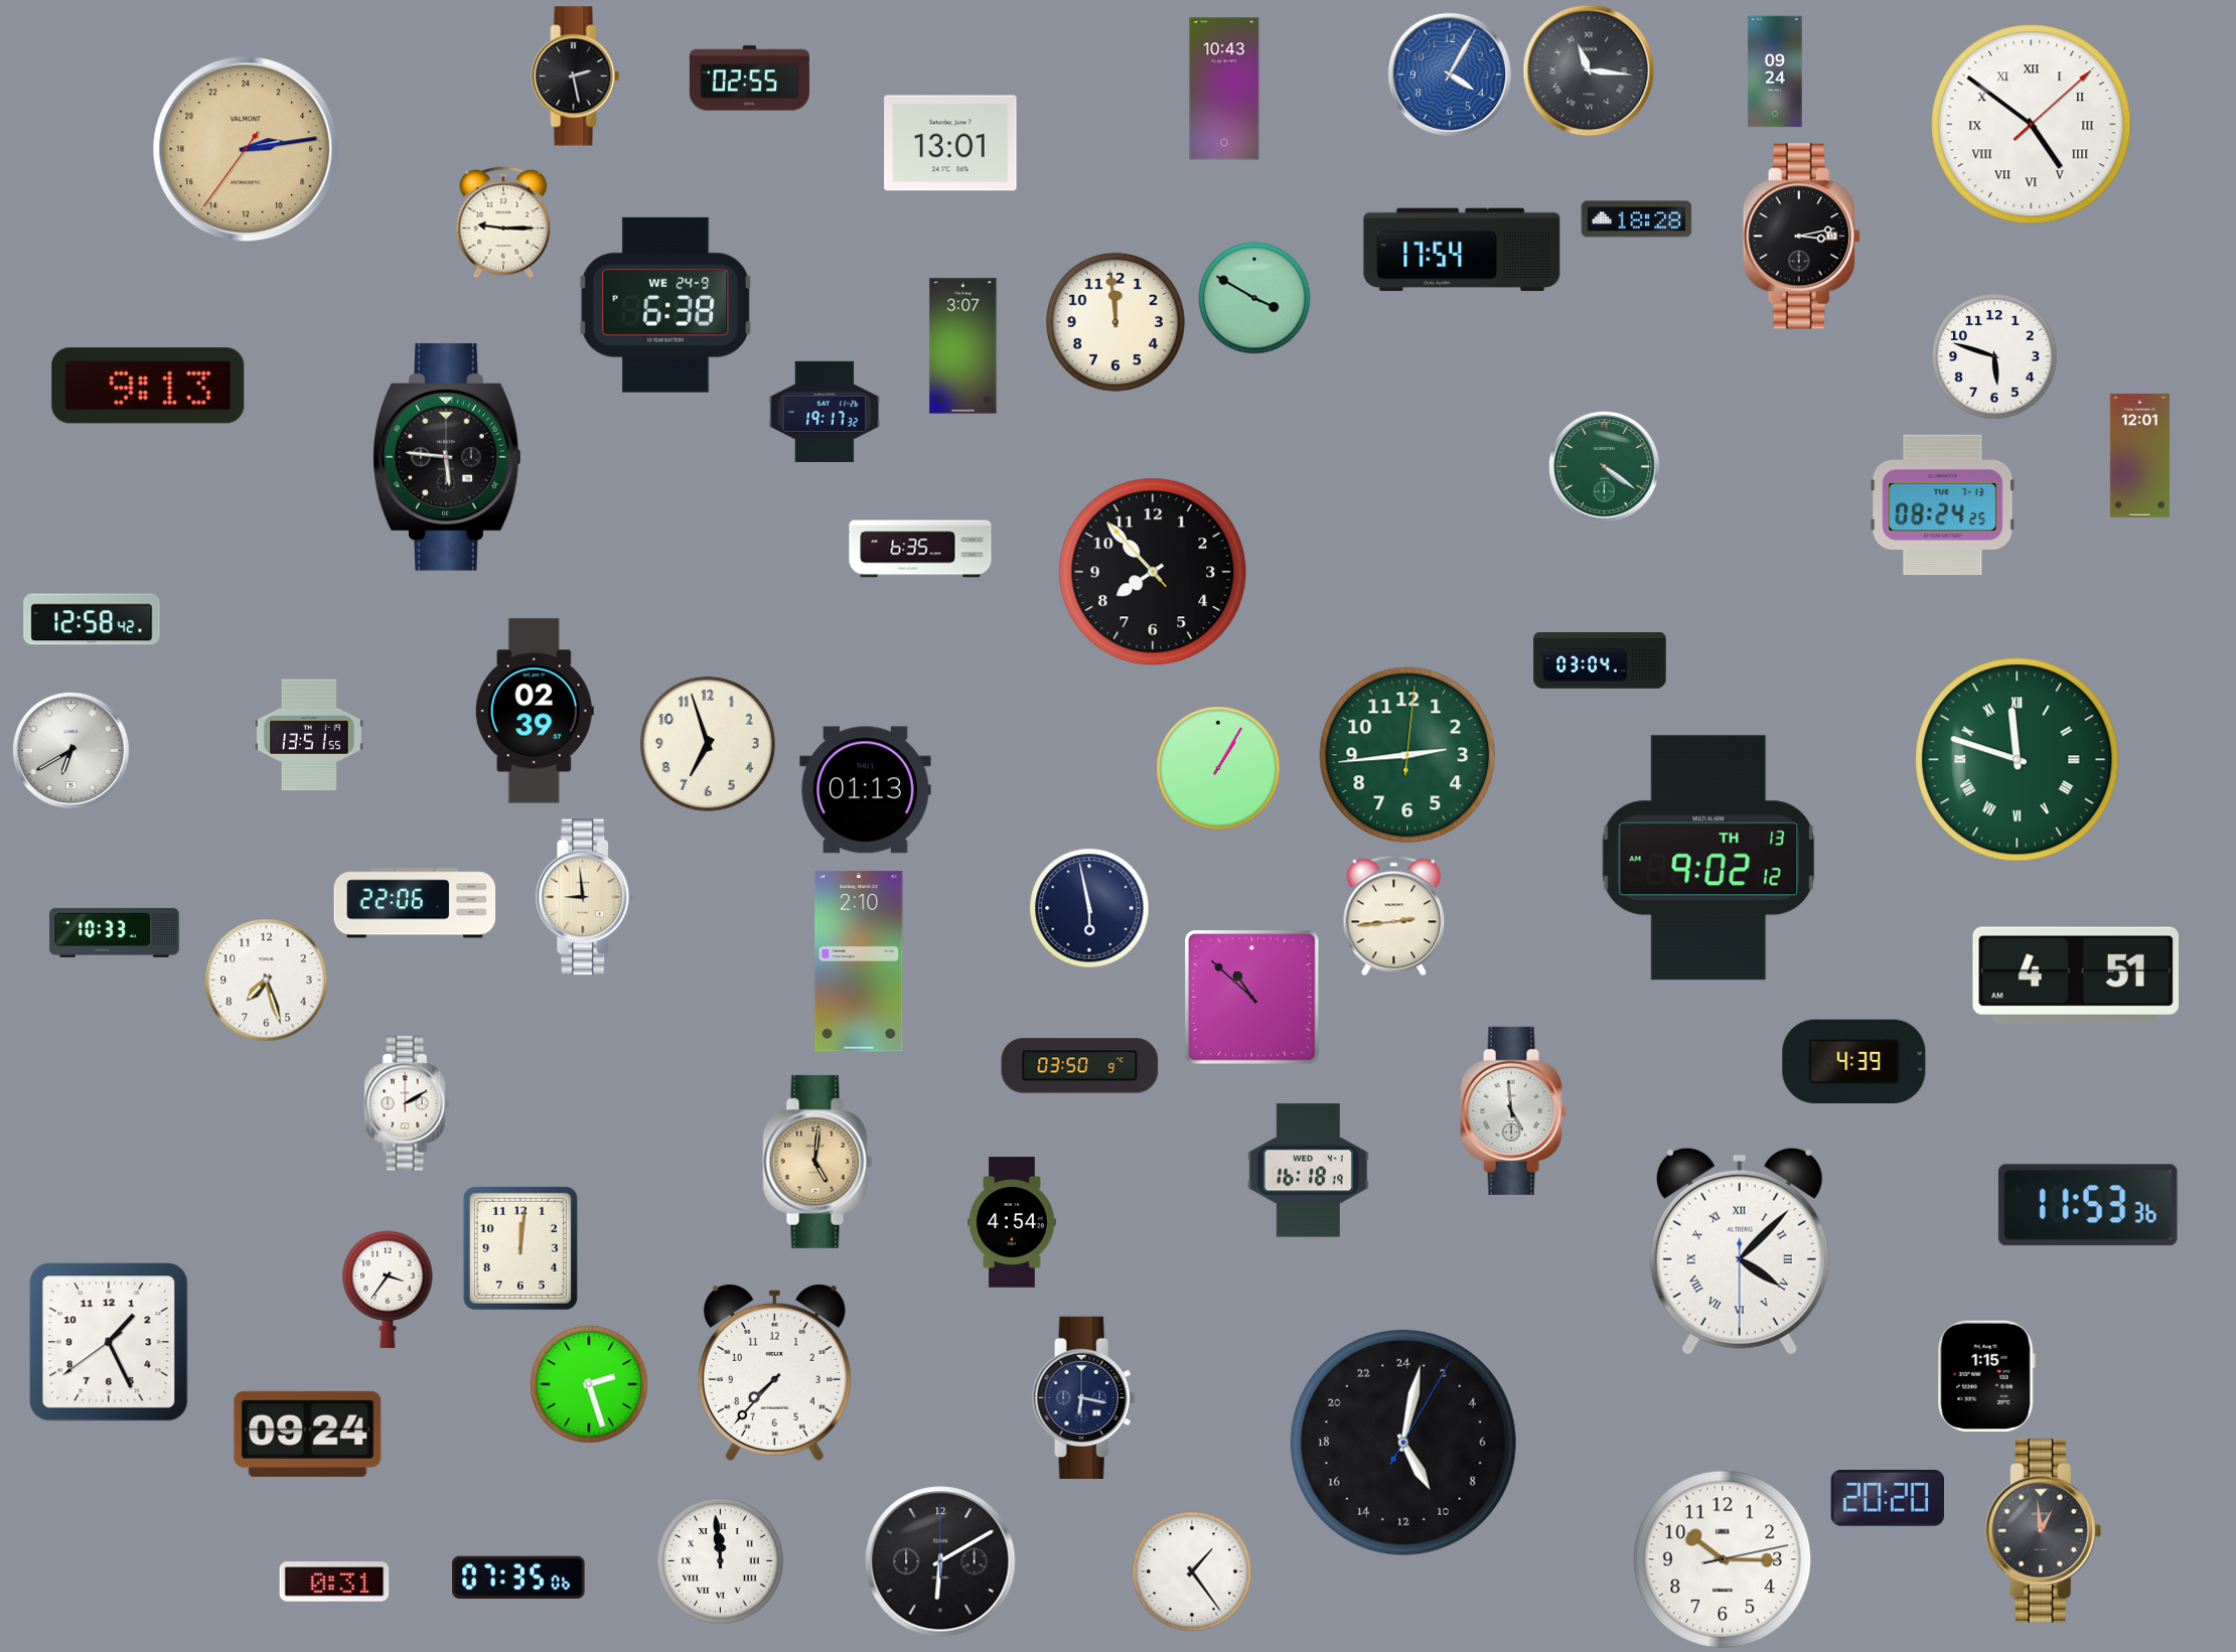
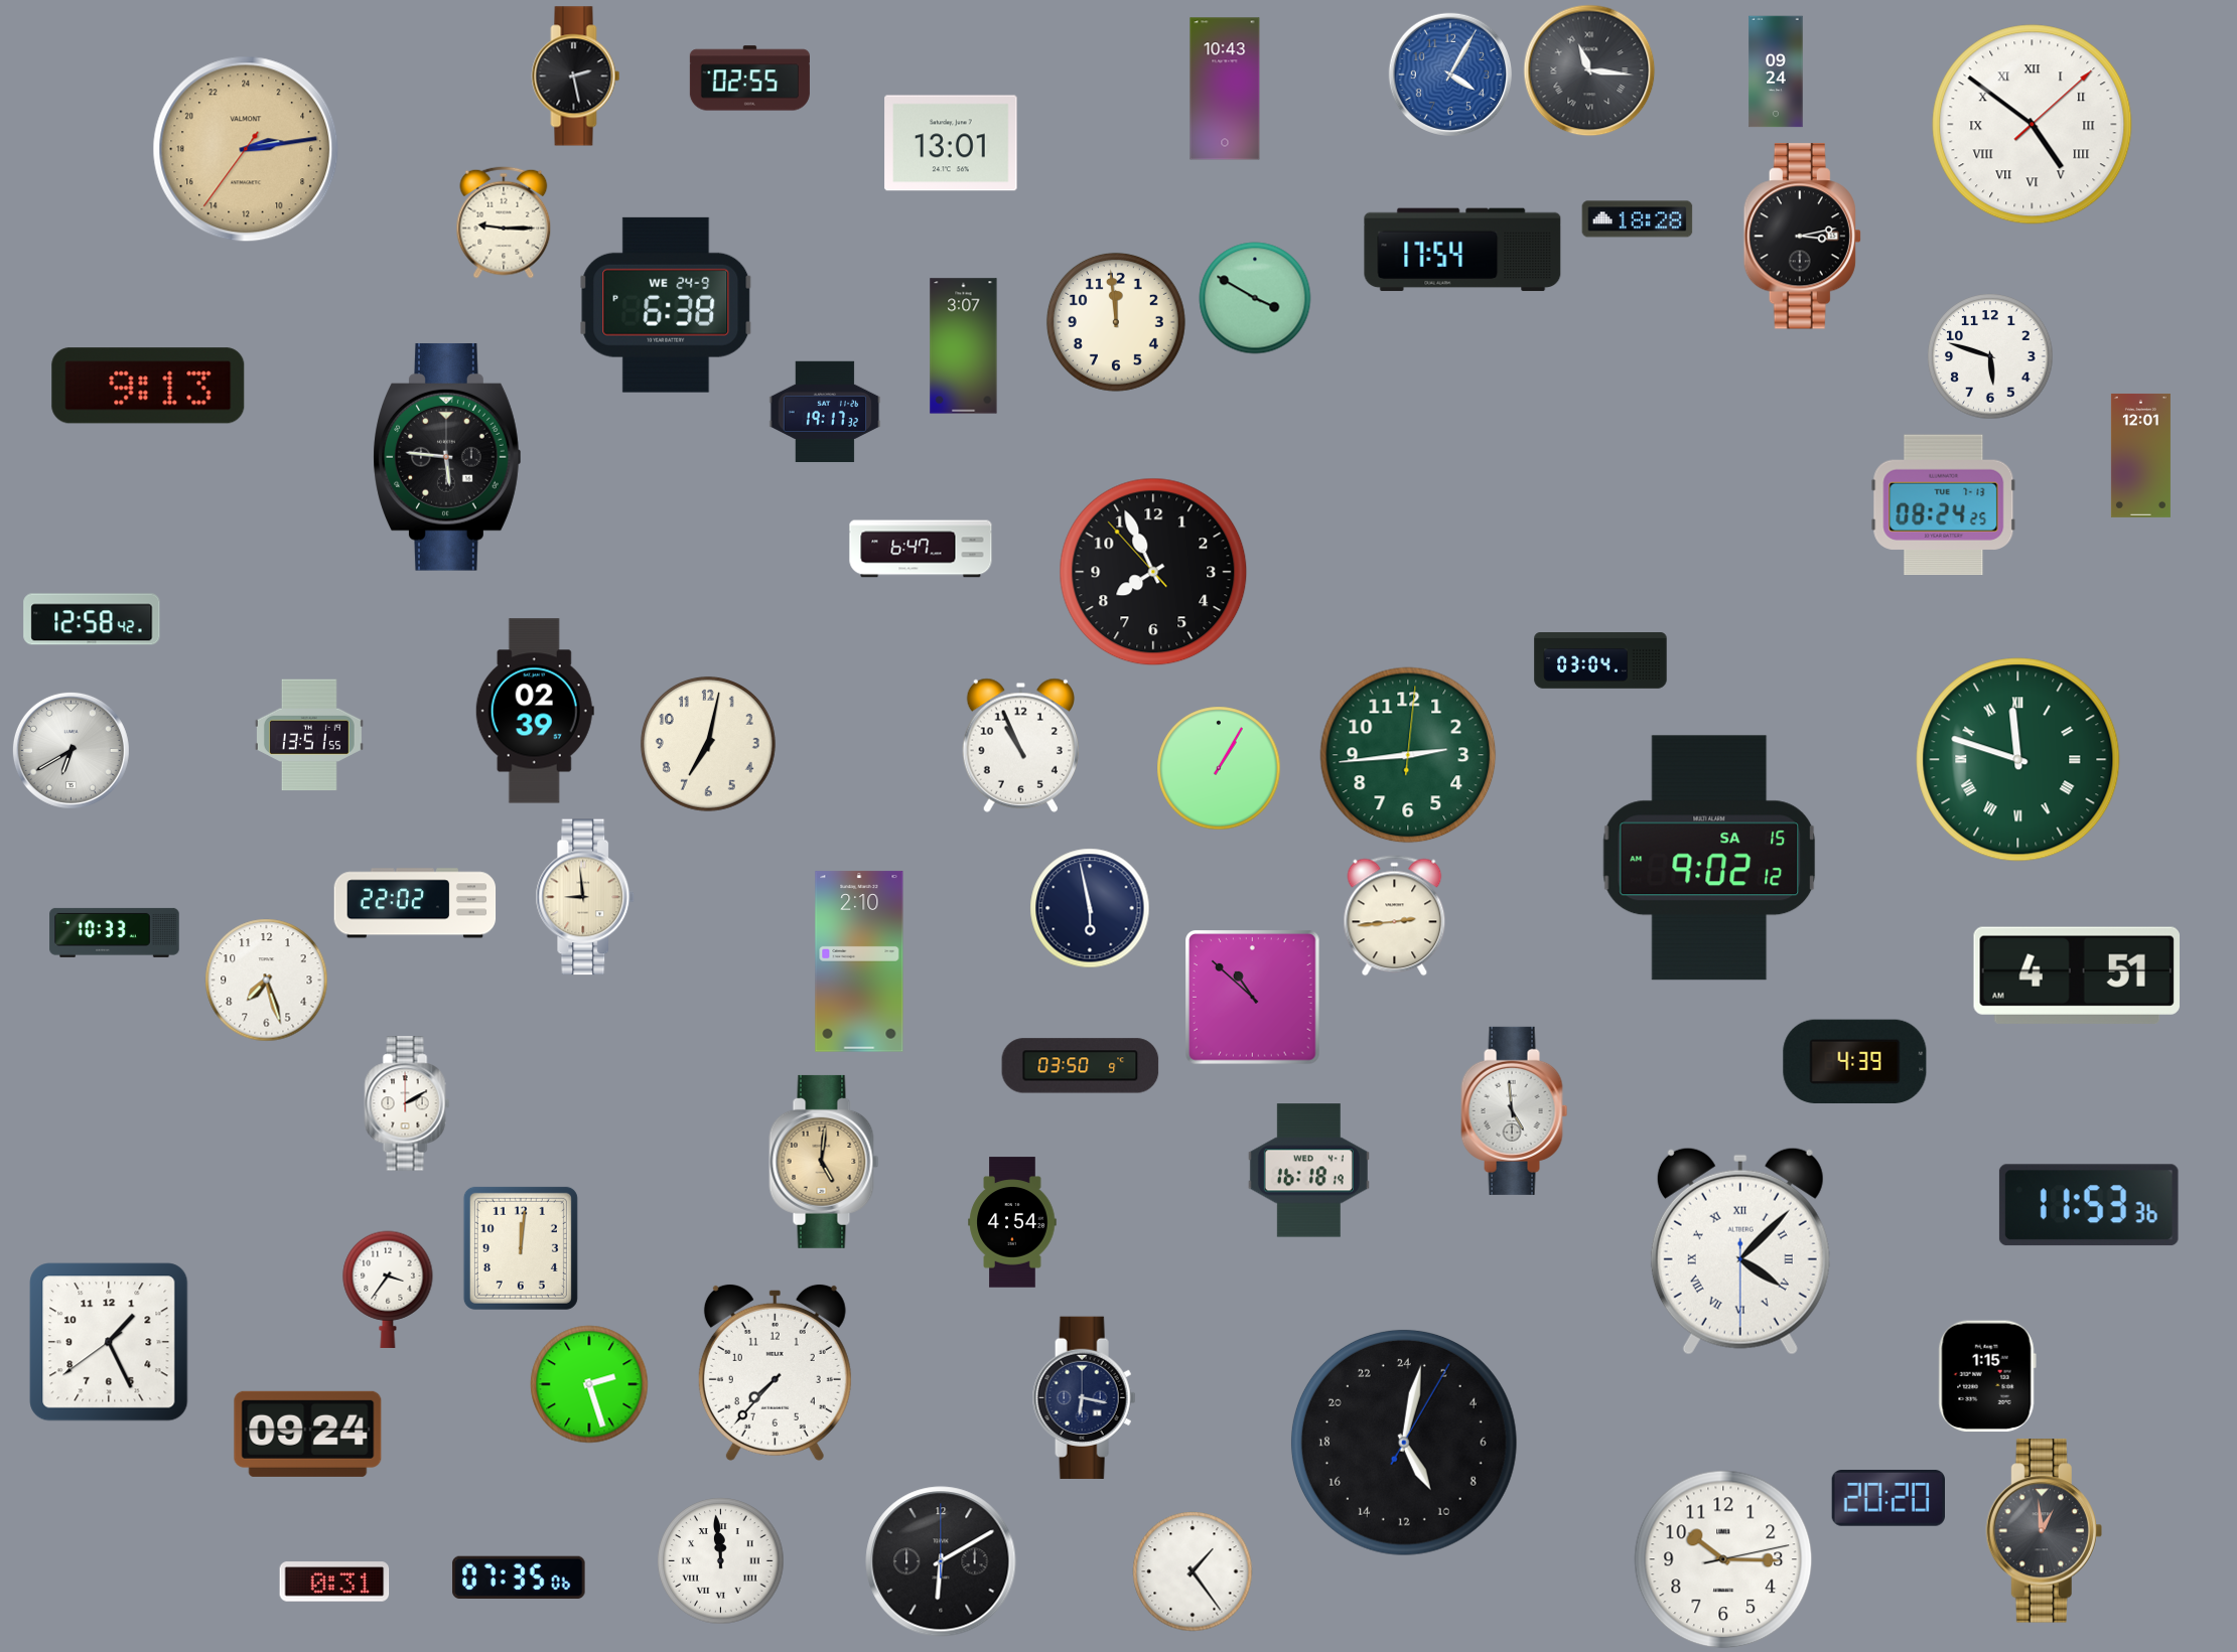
clock at (1994, 356) position: (1994, 356) -> (1990, 356)
clock at (1605, 467): 4:21 -> none
clock at (920, 549): 6:35 -> 6:47
clock at (1153, 572): 7:52 -> 7:55
clock at (708, 744): 6:57 -> 7:02
clock at (1020, 745): none -> 10:56
clock at (866, 790): 01:13 -> none
clock at (1708, 858) date: TH 13 -> SA 15
clock at (415, 903): 22:06 -> 22:02
clock at (817, 1162) position: (817, 1162) -> (824, 1162)
